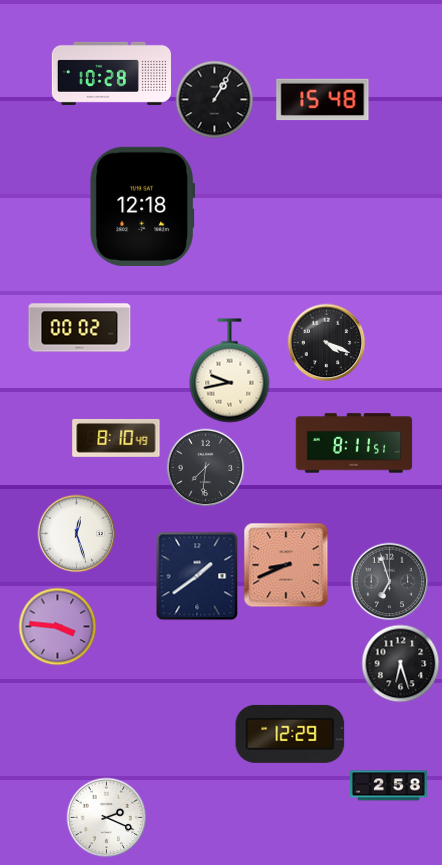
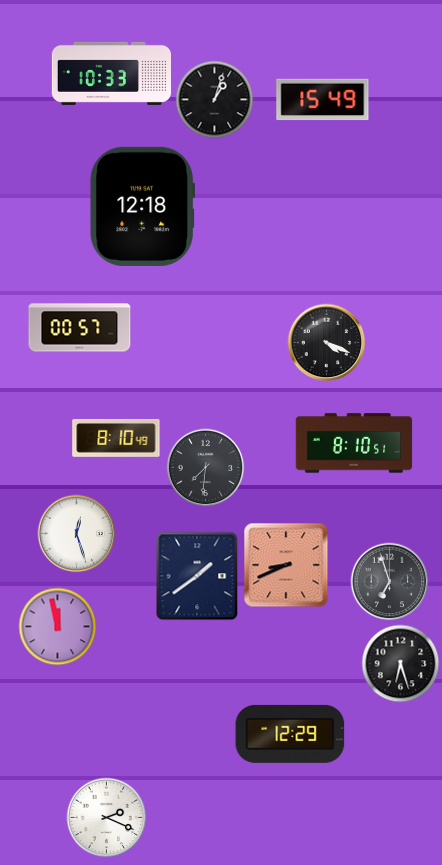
clock at (111, 73): 10:28 -> 10:33
clock at (214, 99): 1:05 -> 1:03
clock at (323, 100): 15:48 -> 15:49
clock at (80, 328): 00:02 -> 00:57
clock at (230, 371): 9:43 -> none
clock at (354, 443): 8:11 -> 8:10
clock at (57, 626): 3:46 -> 11:58
clock at (389, 786): 2:58 -> none
